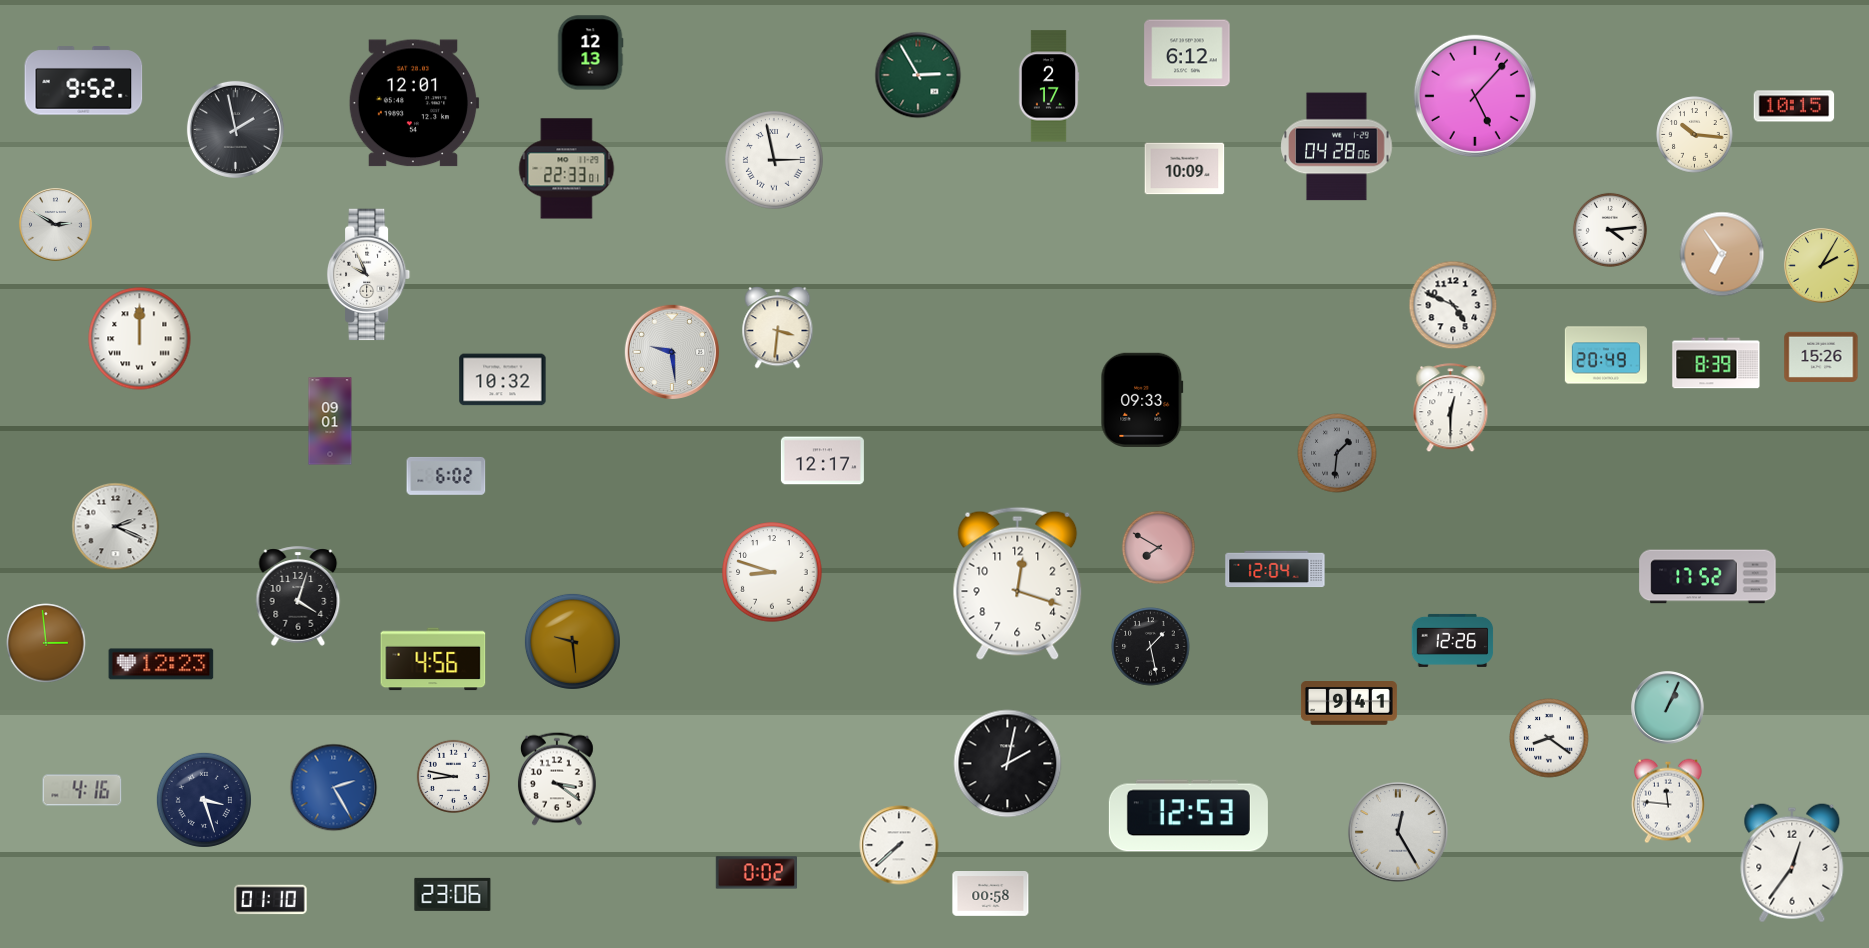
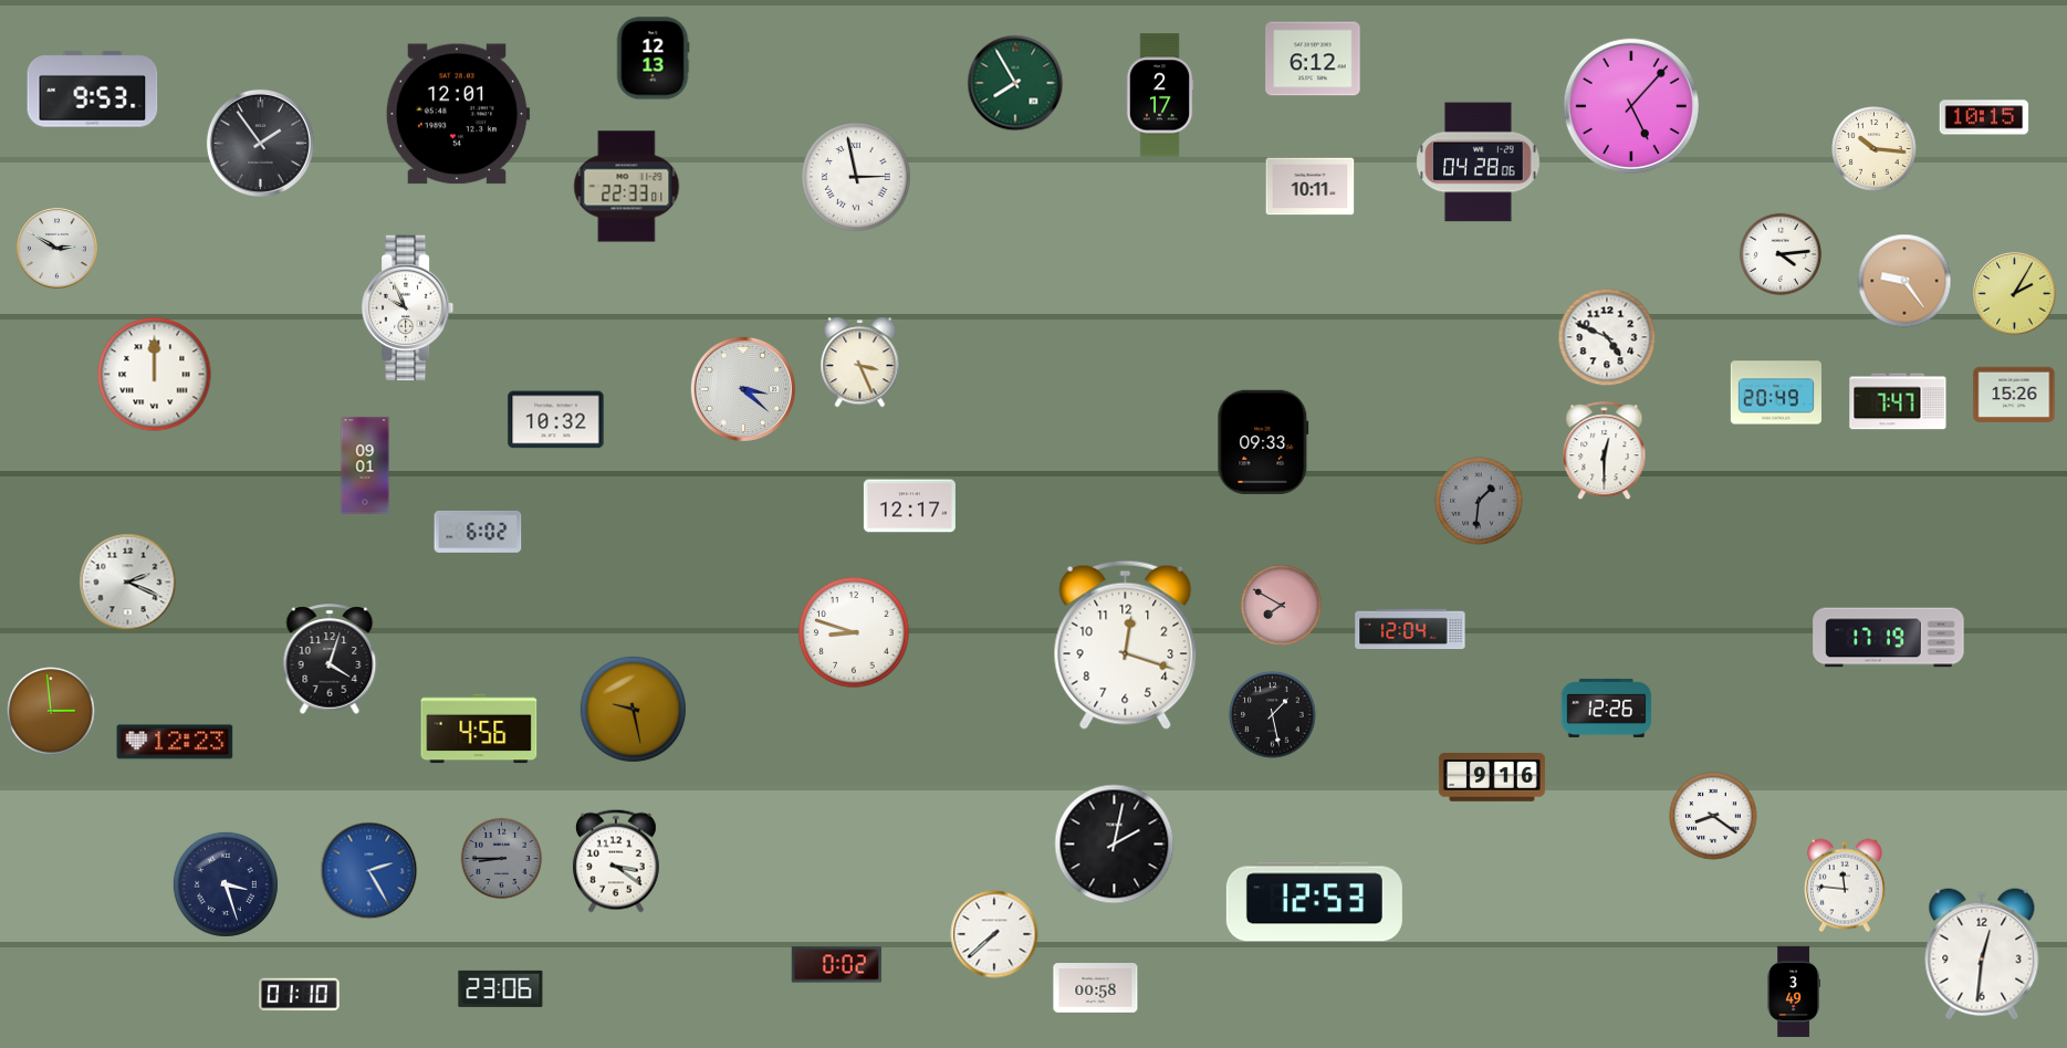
clock at (918, 75): 2:55 -> 7:55
clock at (84, 81): 9:52 -> 9:53
clock at (235, 129): 1:58 -> 1:54
clock at (1185, 169): 10:09 -> 10:11
clock at (56, 225) position: (56, 225) -> (58, 249)
clock at (1722, 254): 6:54 -> 9:24
clock at (369, 275) position: (369, 275) -> (408, 308)
clock at (778, 328): 3:31 -> 3:26
clock at (671, 351): 9:29 -> 3:22
clock at (1716, 363): 8:39 -> 7:47
clock at (822, 461) position: (822, 461) -> (909, 506)
clock at (446, 476) position: (446, 476) -> (478, 532)
clock at (1708, 577): 17:52 -> 17:19
clock at (572, 641): 9:29 -> 9:28
clock at (161, 664) position: (161, 664) -> (175, 742)
clock at (1349, 704): 9:41 -> 9:16
clock at (1668, 708): 1:04 -> none
clock at (453, 776): 8:47 -> 8:45
clock at (453, 776) dial: white -> grey
clock at (82, 790): 4:16 -> none
clock at (1398, 832): 12:25 -> none
clock at (1792, 863): 12:36 -> 12:31
clock at (1793, 992): none -> 3:49
